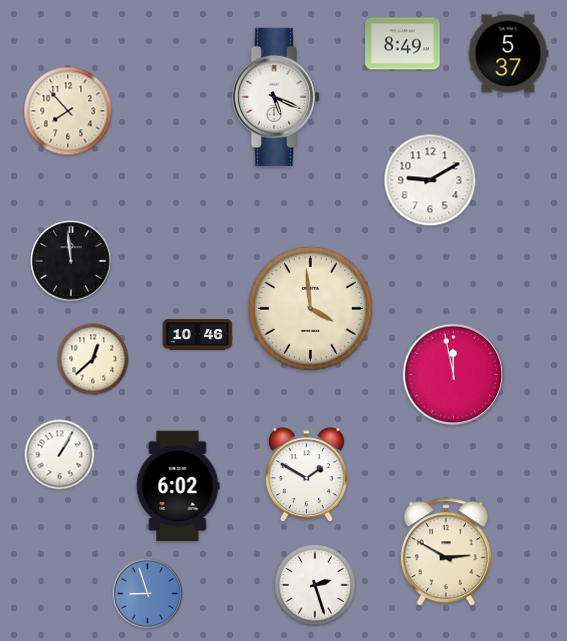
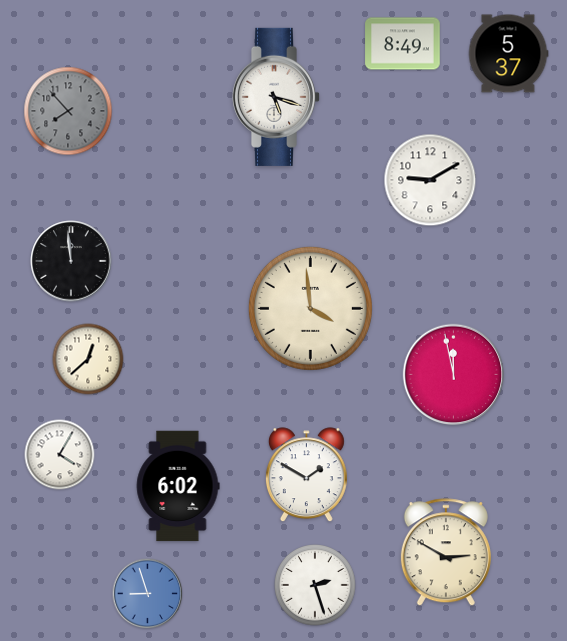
clock at (275, 97): 5:19 -> 5:18
clock at (68, 111) dial: cream -> grey
clock at (198, 335): 10:46 -> none
clock at (93, 359) position: (93, 359) -> (88, 359)
clock at (60, 455): 1:05 -> 4:05
